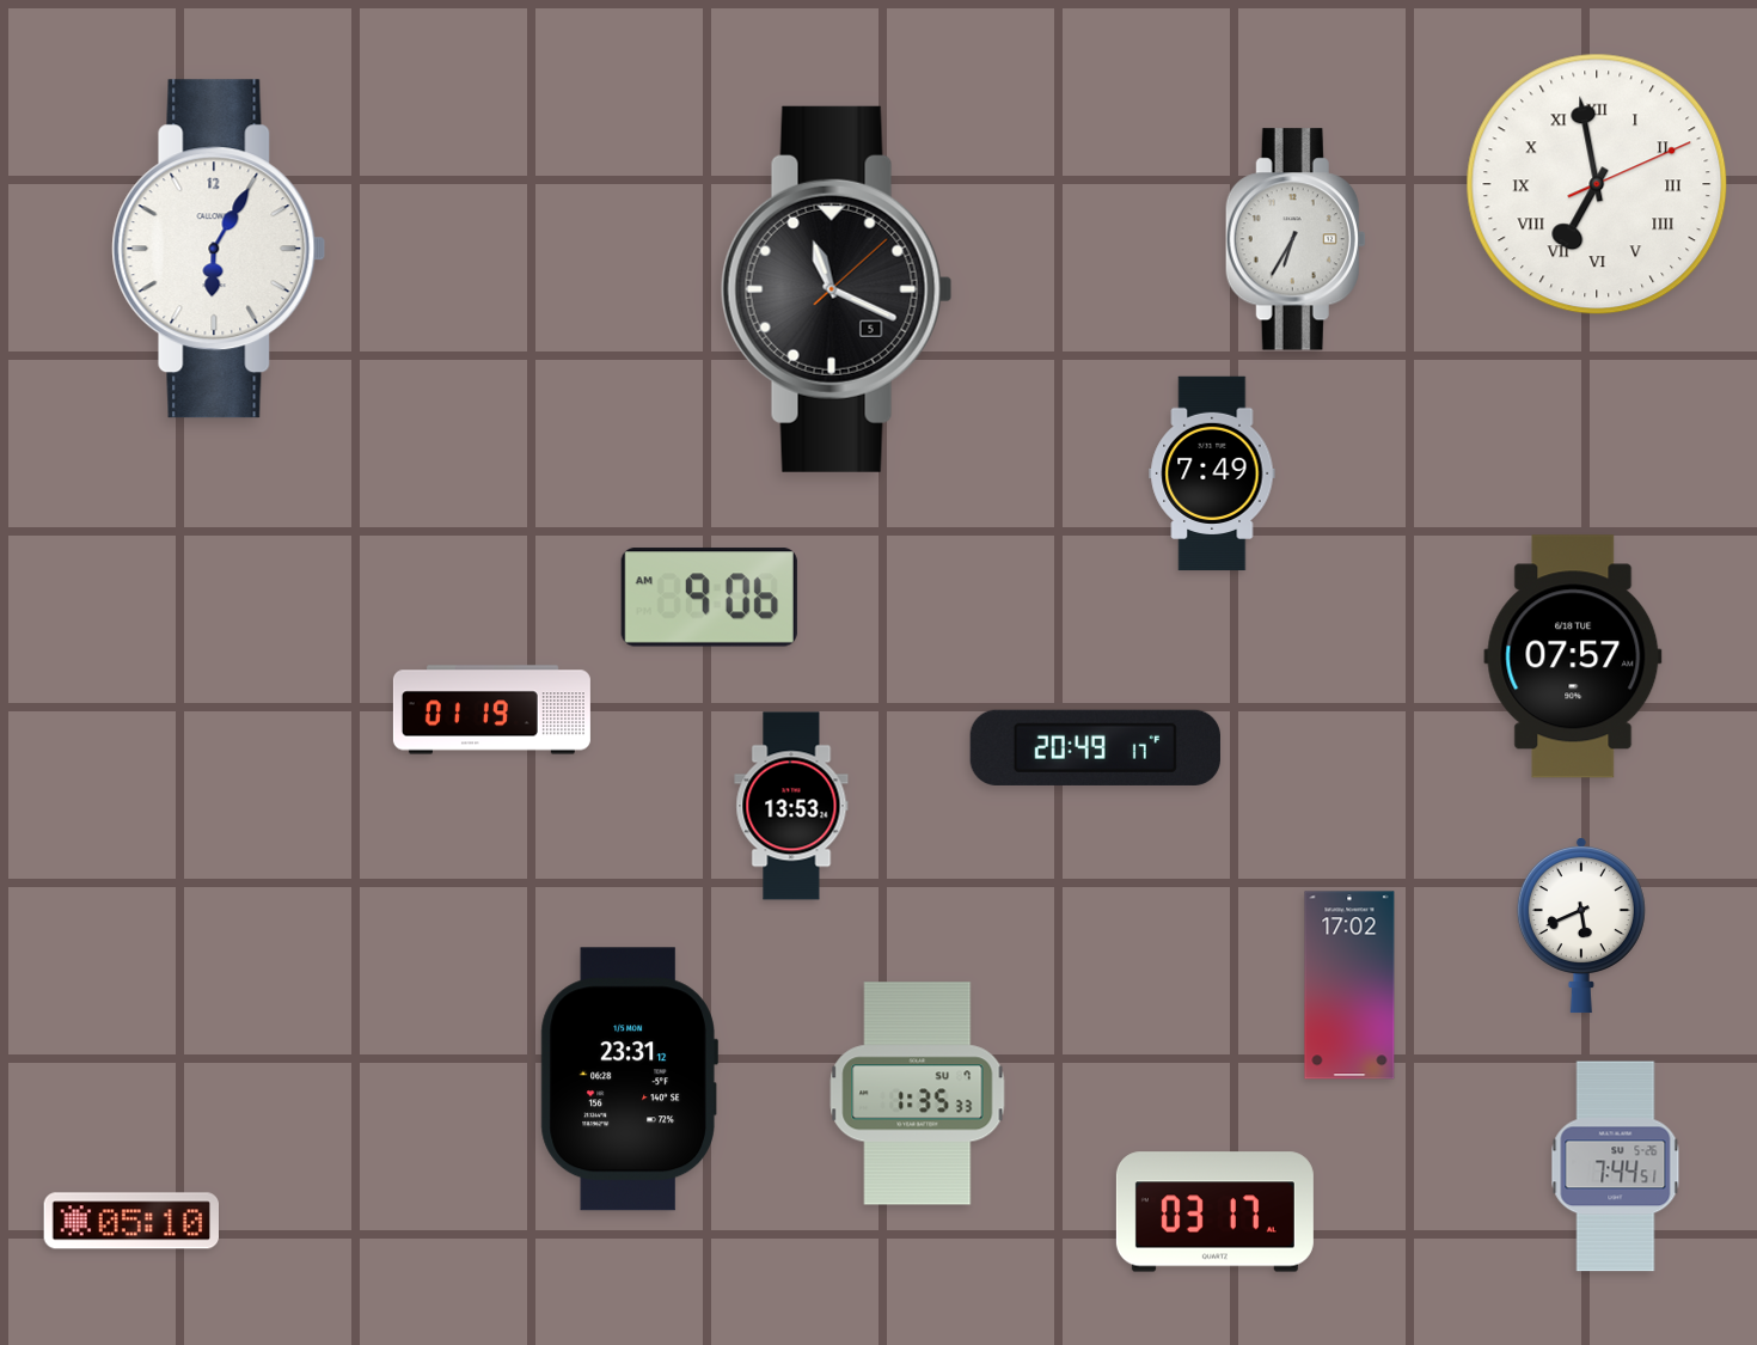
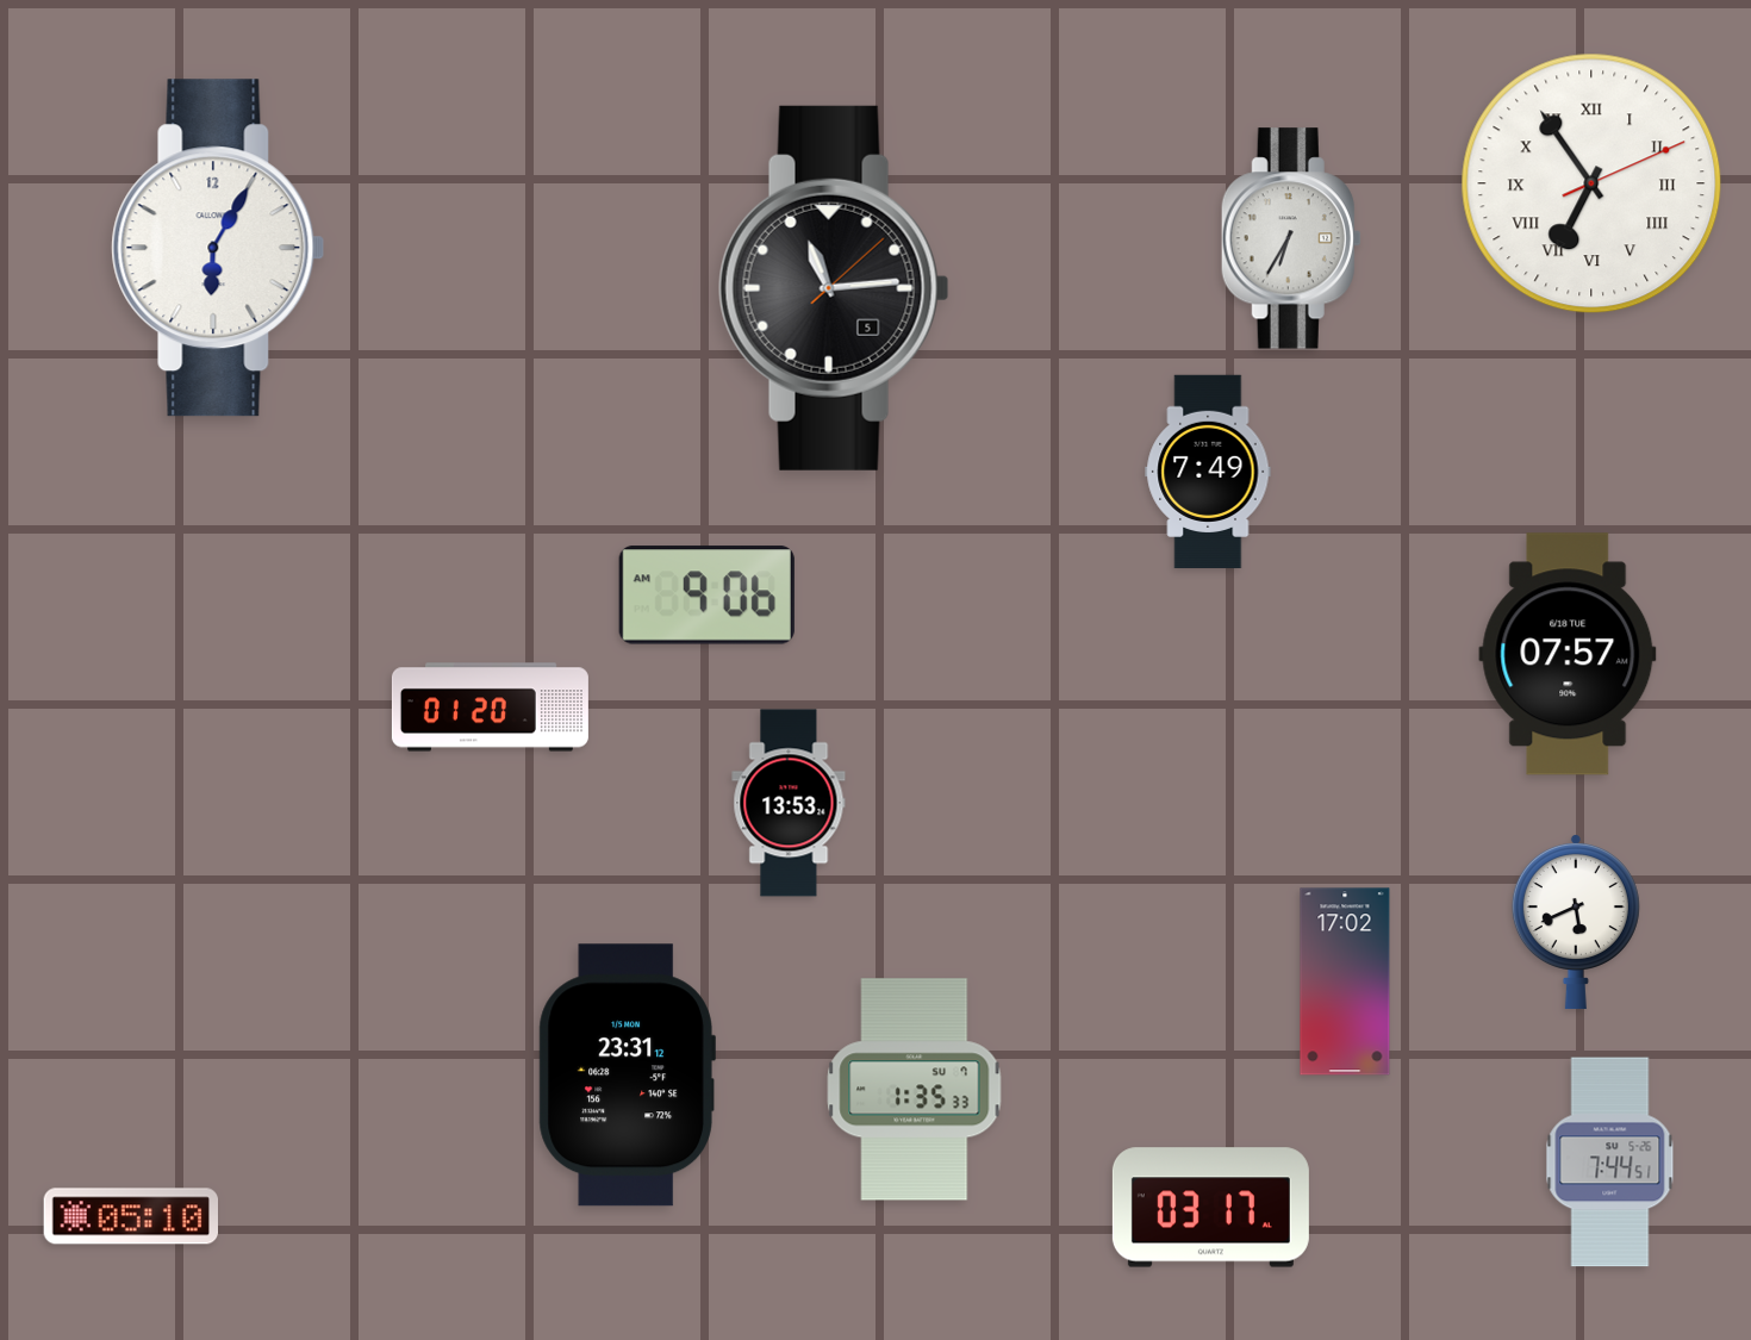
clock at (1597, 184): 6:58 -> 6:54
clock at (837, 289): 11:19 -> 11:14
clock at (491, 710): 01:19 -> 01:20
clock at (1095, 747): 20:49 -> none
